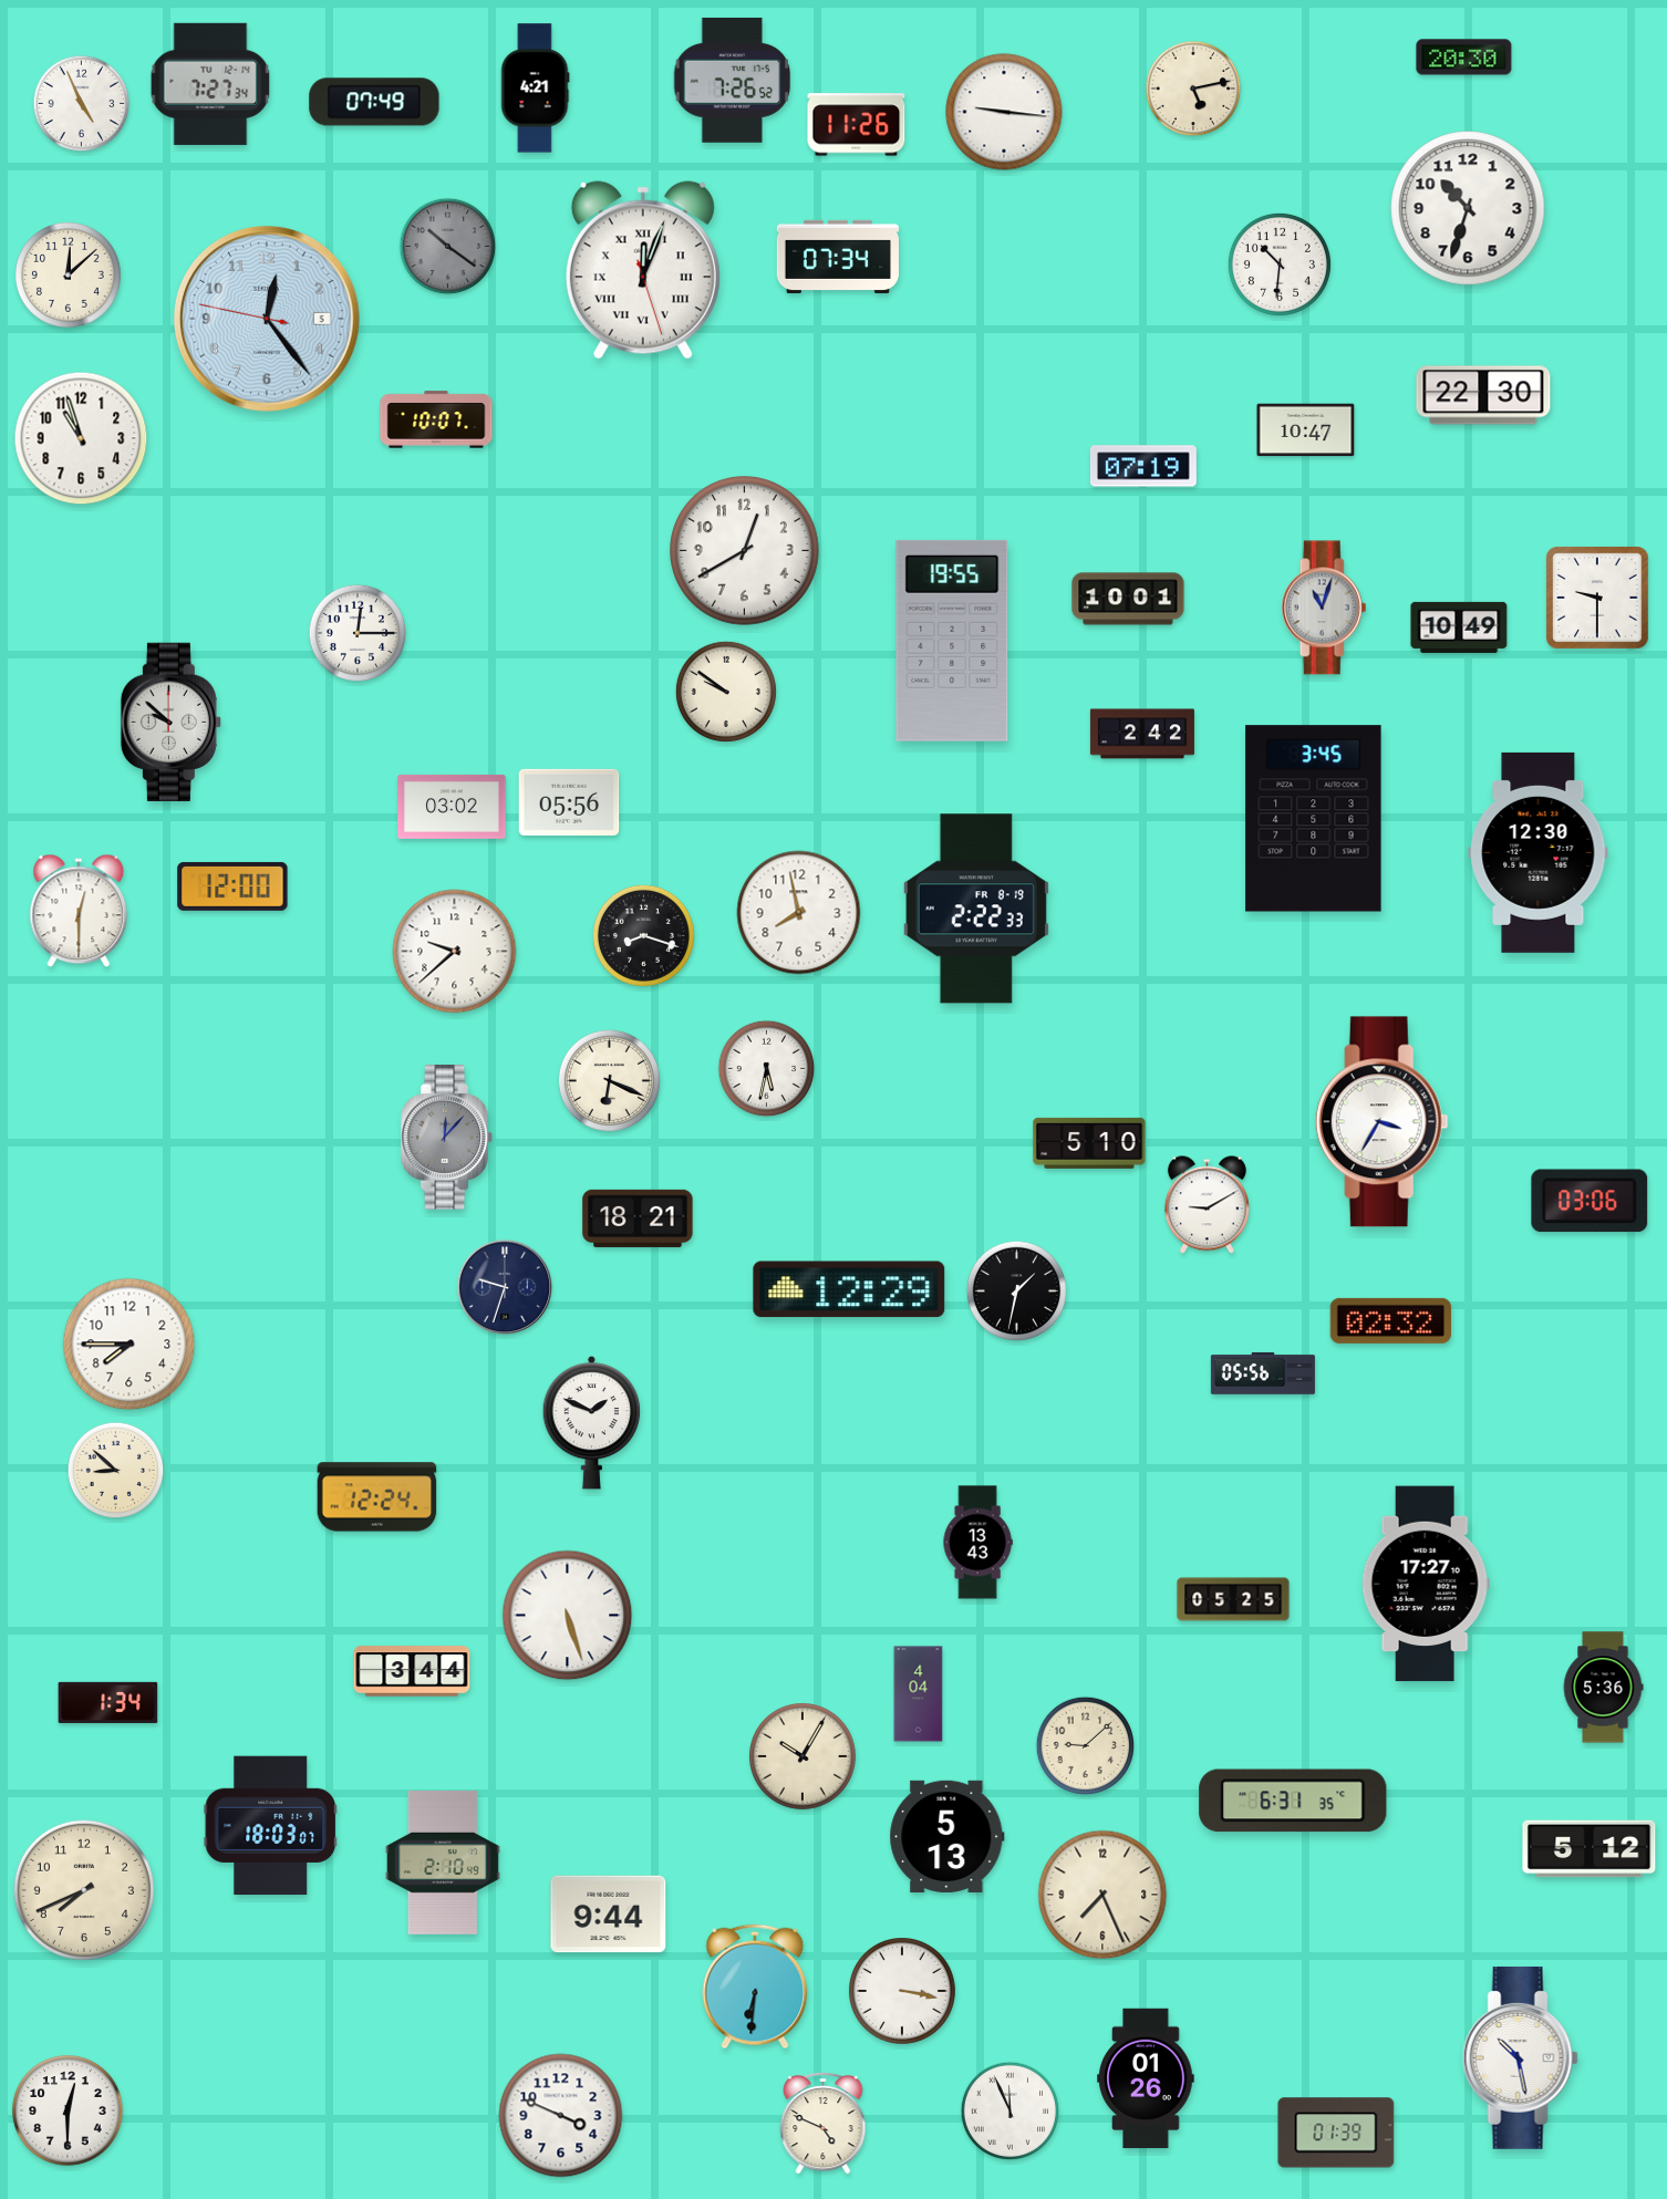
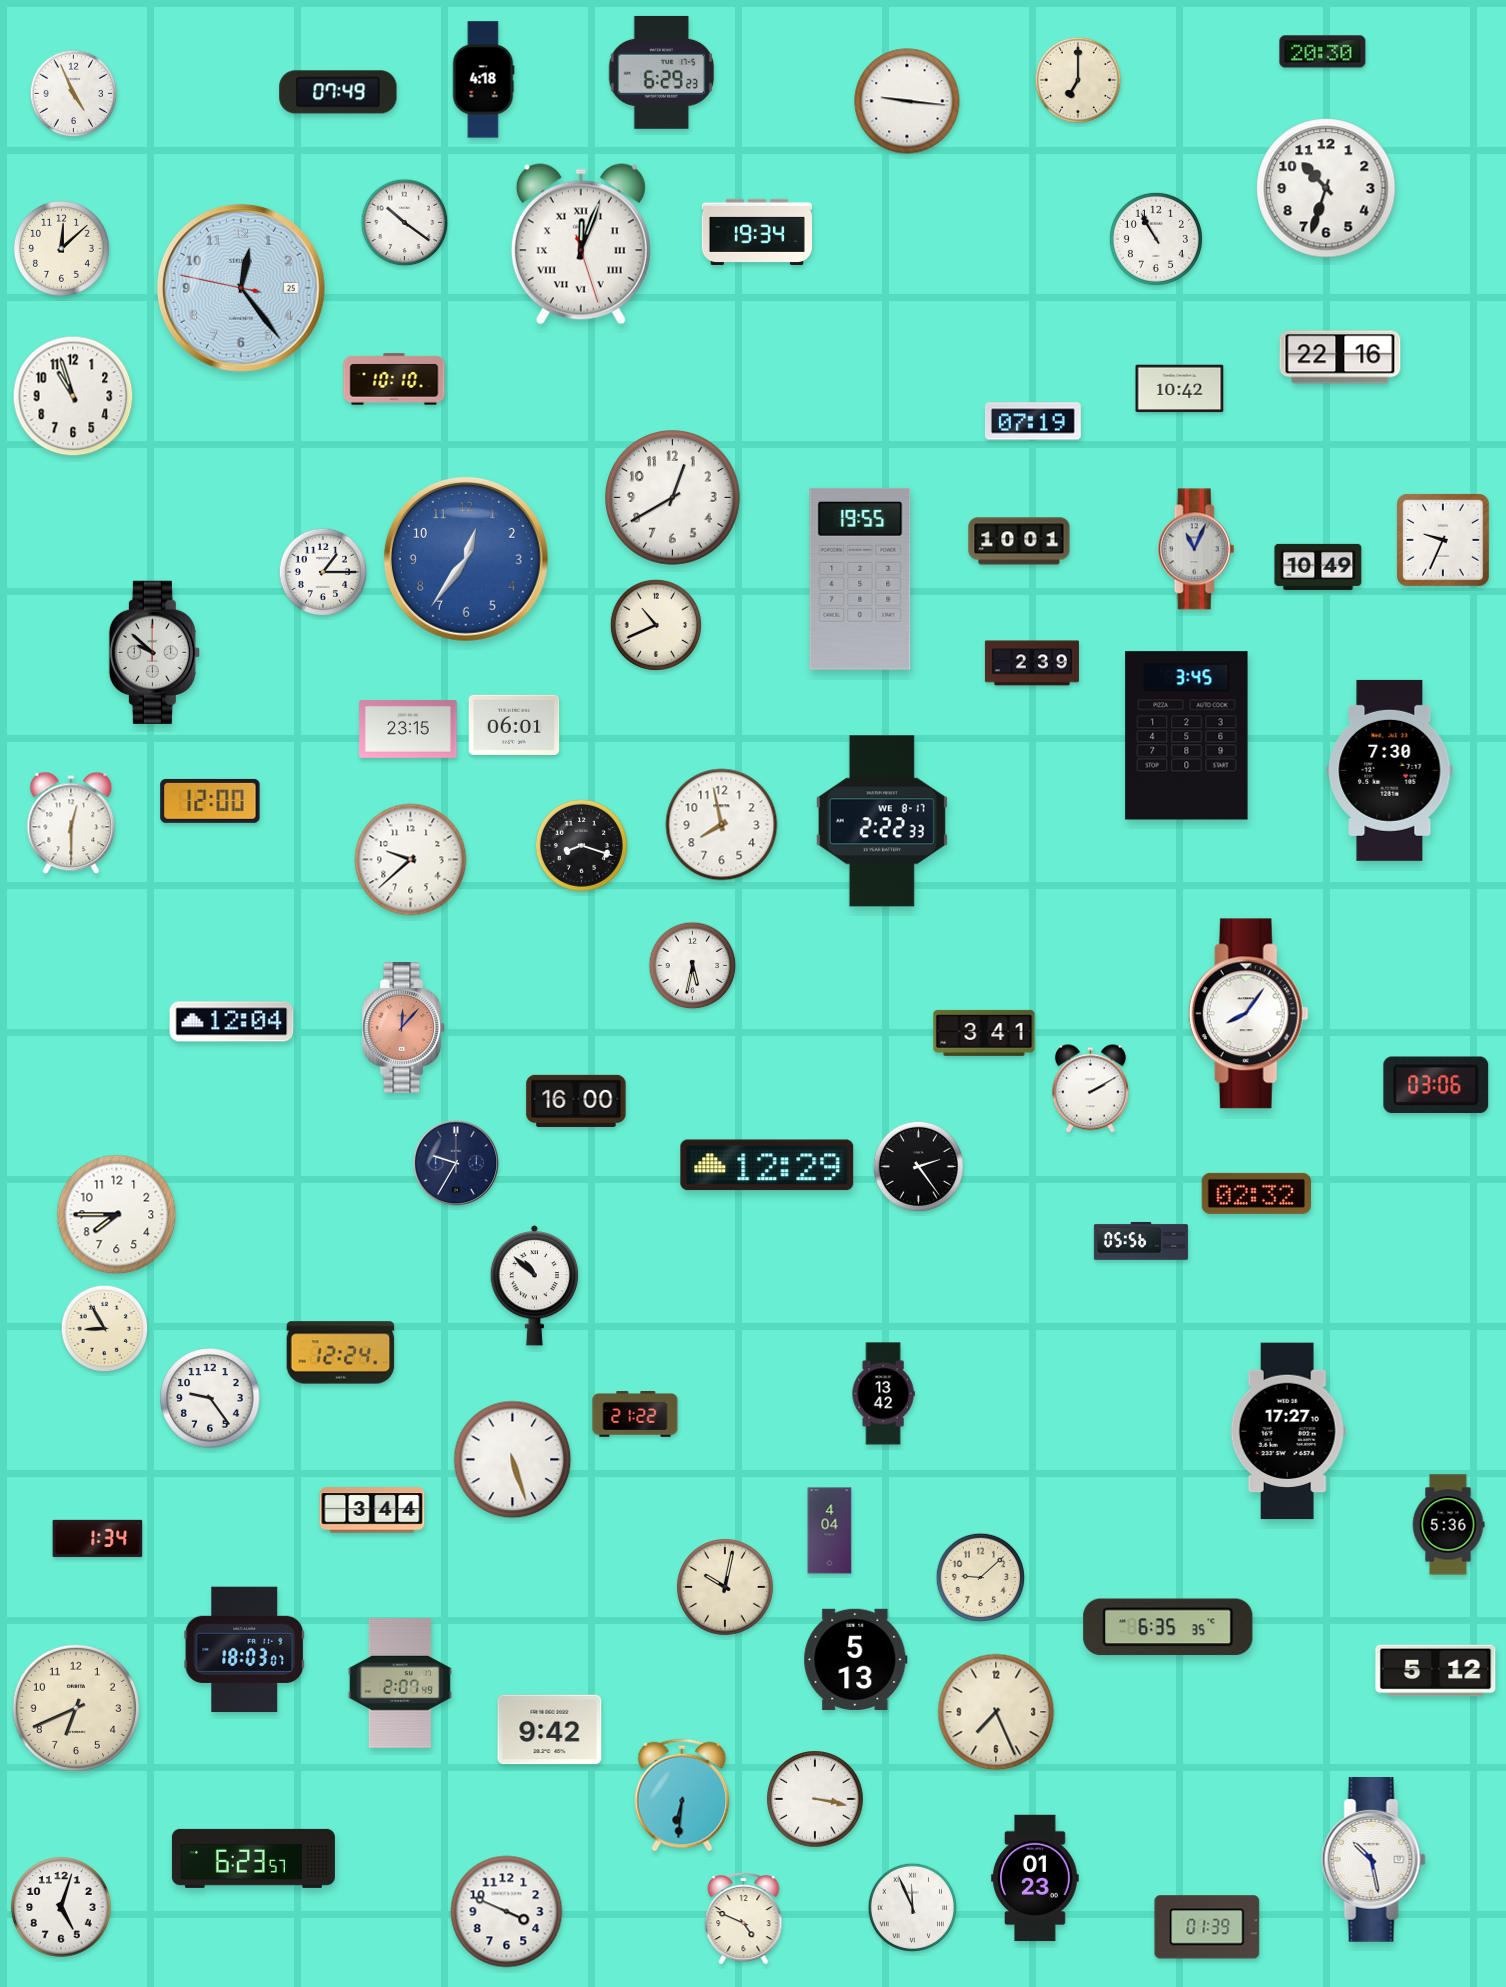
clock at (733, 80): 7:26 -> 6:29
clock at (210, 84): 7:27 -> none
clock at (535, 89): 4:21 -> 4:18
clock at (1193, 89): 5:13 -> 7:00
clock at (857, 125): 11:26 -> none
clock at (448, 247) dial: grey -> white
clock at (838, 257): 07:34 -> 19:34
clock at (1280, 264): 10:31 -> 10:55
clock at (268, 320) date: 5 -> 25
clock at (1483, 395): 22:30 -> 22:16
clock at (436, 419): 10:07 -> 10:10
clock at (1306, 431): 10:47 -> 10:42
clock at (1598, 599): 9:30 -> 9:34
clock at (1324, 608): 11:03 -> 11:04
clock at (466, 559): none -> 12:36
clock at (358, 633): 12:15 -> 1:15
clock at (726, 692): 9:51 -> 10:41
clock at (1142, 734): 2:42 -> 2:39
clock at (569, 802): 05:56 -> 06:01
clock at (452, 807): 03:02 -> 23:15
clock at (1314, 819) position: (1314, 819) -> (1187, 736)
clock at (1539, 852): 12:30 -> 7:30
clock at (976, 909) date: FR 8-19 -> WE 8-17
clock at (609, 1080): 6:19 -> none
clock at (1381, 1122): 3:35 -> 8:06
clock at (232, 1022): none -> 12:04
clock at (446, 1138) dial: grey -> salmon
clock at (1089, 1143): 5:10 -> 3:41
clock at (1207, 1205): 9:10 -> 2:10
clock at (638, 1218): 18:21 -> 16:00
clock at (505, 1287): 9:33 -> 9:35
clock at (1016, 1290): 1:32 -> 2:24
clock at (592, 1422): 1:49 -> 10:52
clock at (116, 1471): 8:52 -> 8:55
clock at (977, 1543): 13:43 -> 13:42
clock at (210, 1398): none -> 9:24
clock at (635, 1414): none -> 21:22
clock at (1233, 1599): 05:25 -> none
clock at (804, 1757): 10:05 -> 10:02
clock at (1293, 1801): 6:31 -> 6:35
clock at (443, 1863): 2:10 -> 2:07
clock at (84, 1890): 7:41 -> 6:41
clock at (609, 1915): 9:44 -> 9:42
clock at (253, 1858): none -> 6:23
clock at (1146, 2078): 01:26 -> 01:23
clock at (68, 2110): 12:30 -> 5:03
